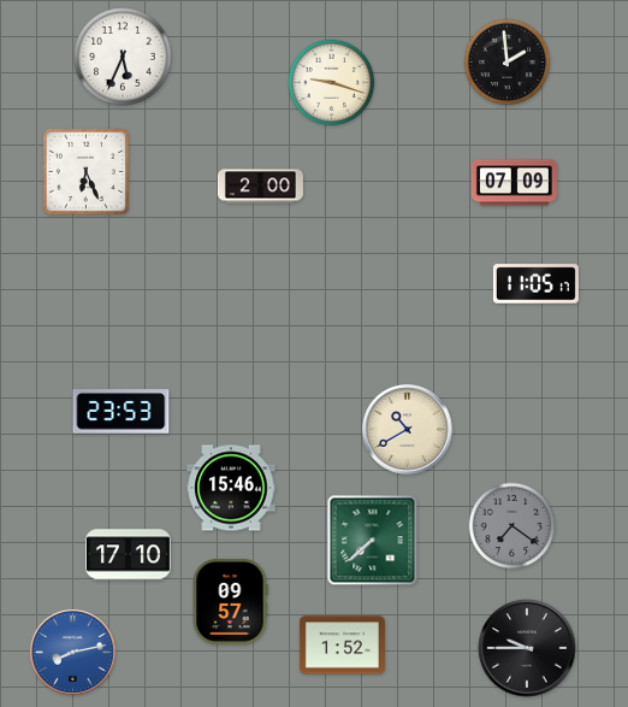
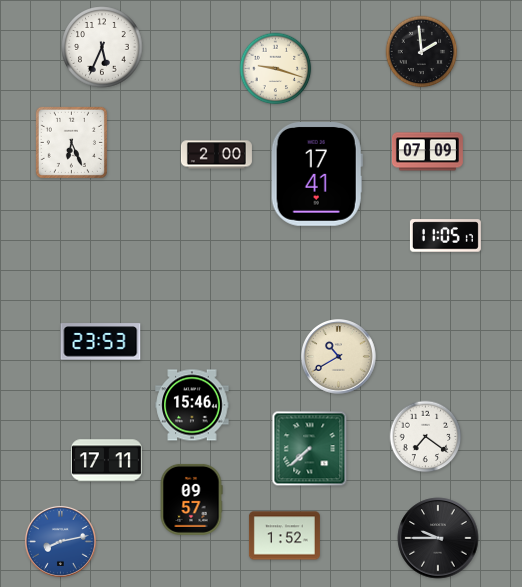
clock at (317, 175): none -> 17:41
clock at (513, 526) dial: grey -> white
clock at (128, 555): 17:10 -> 17:11
